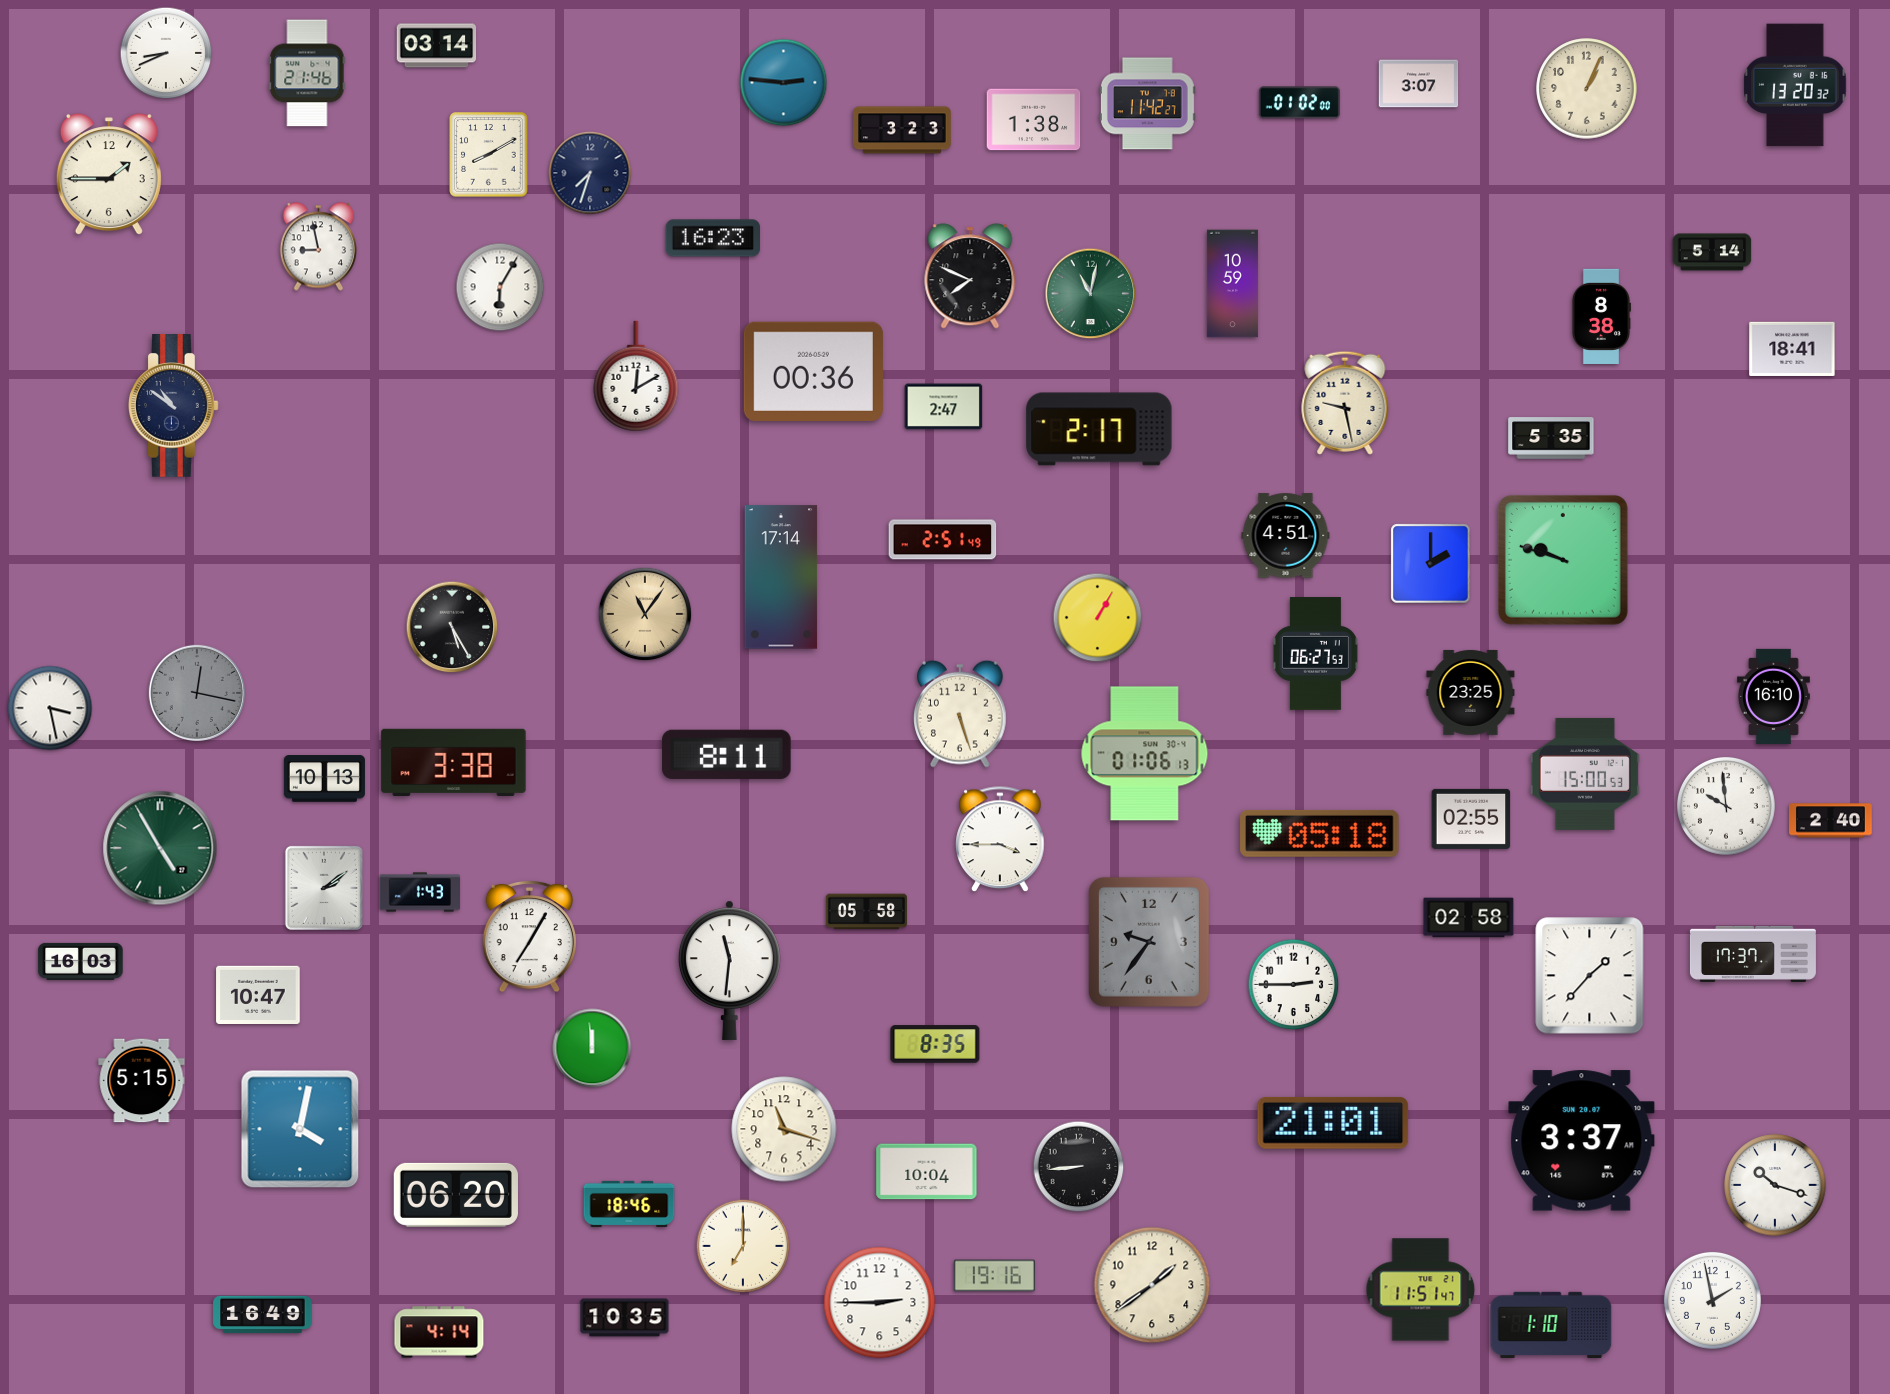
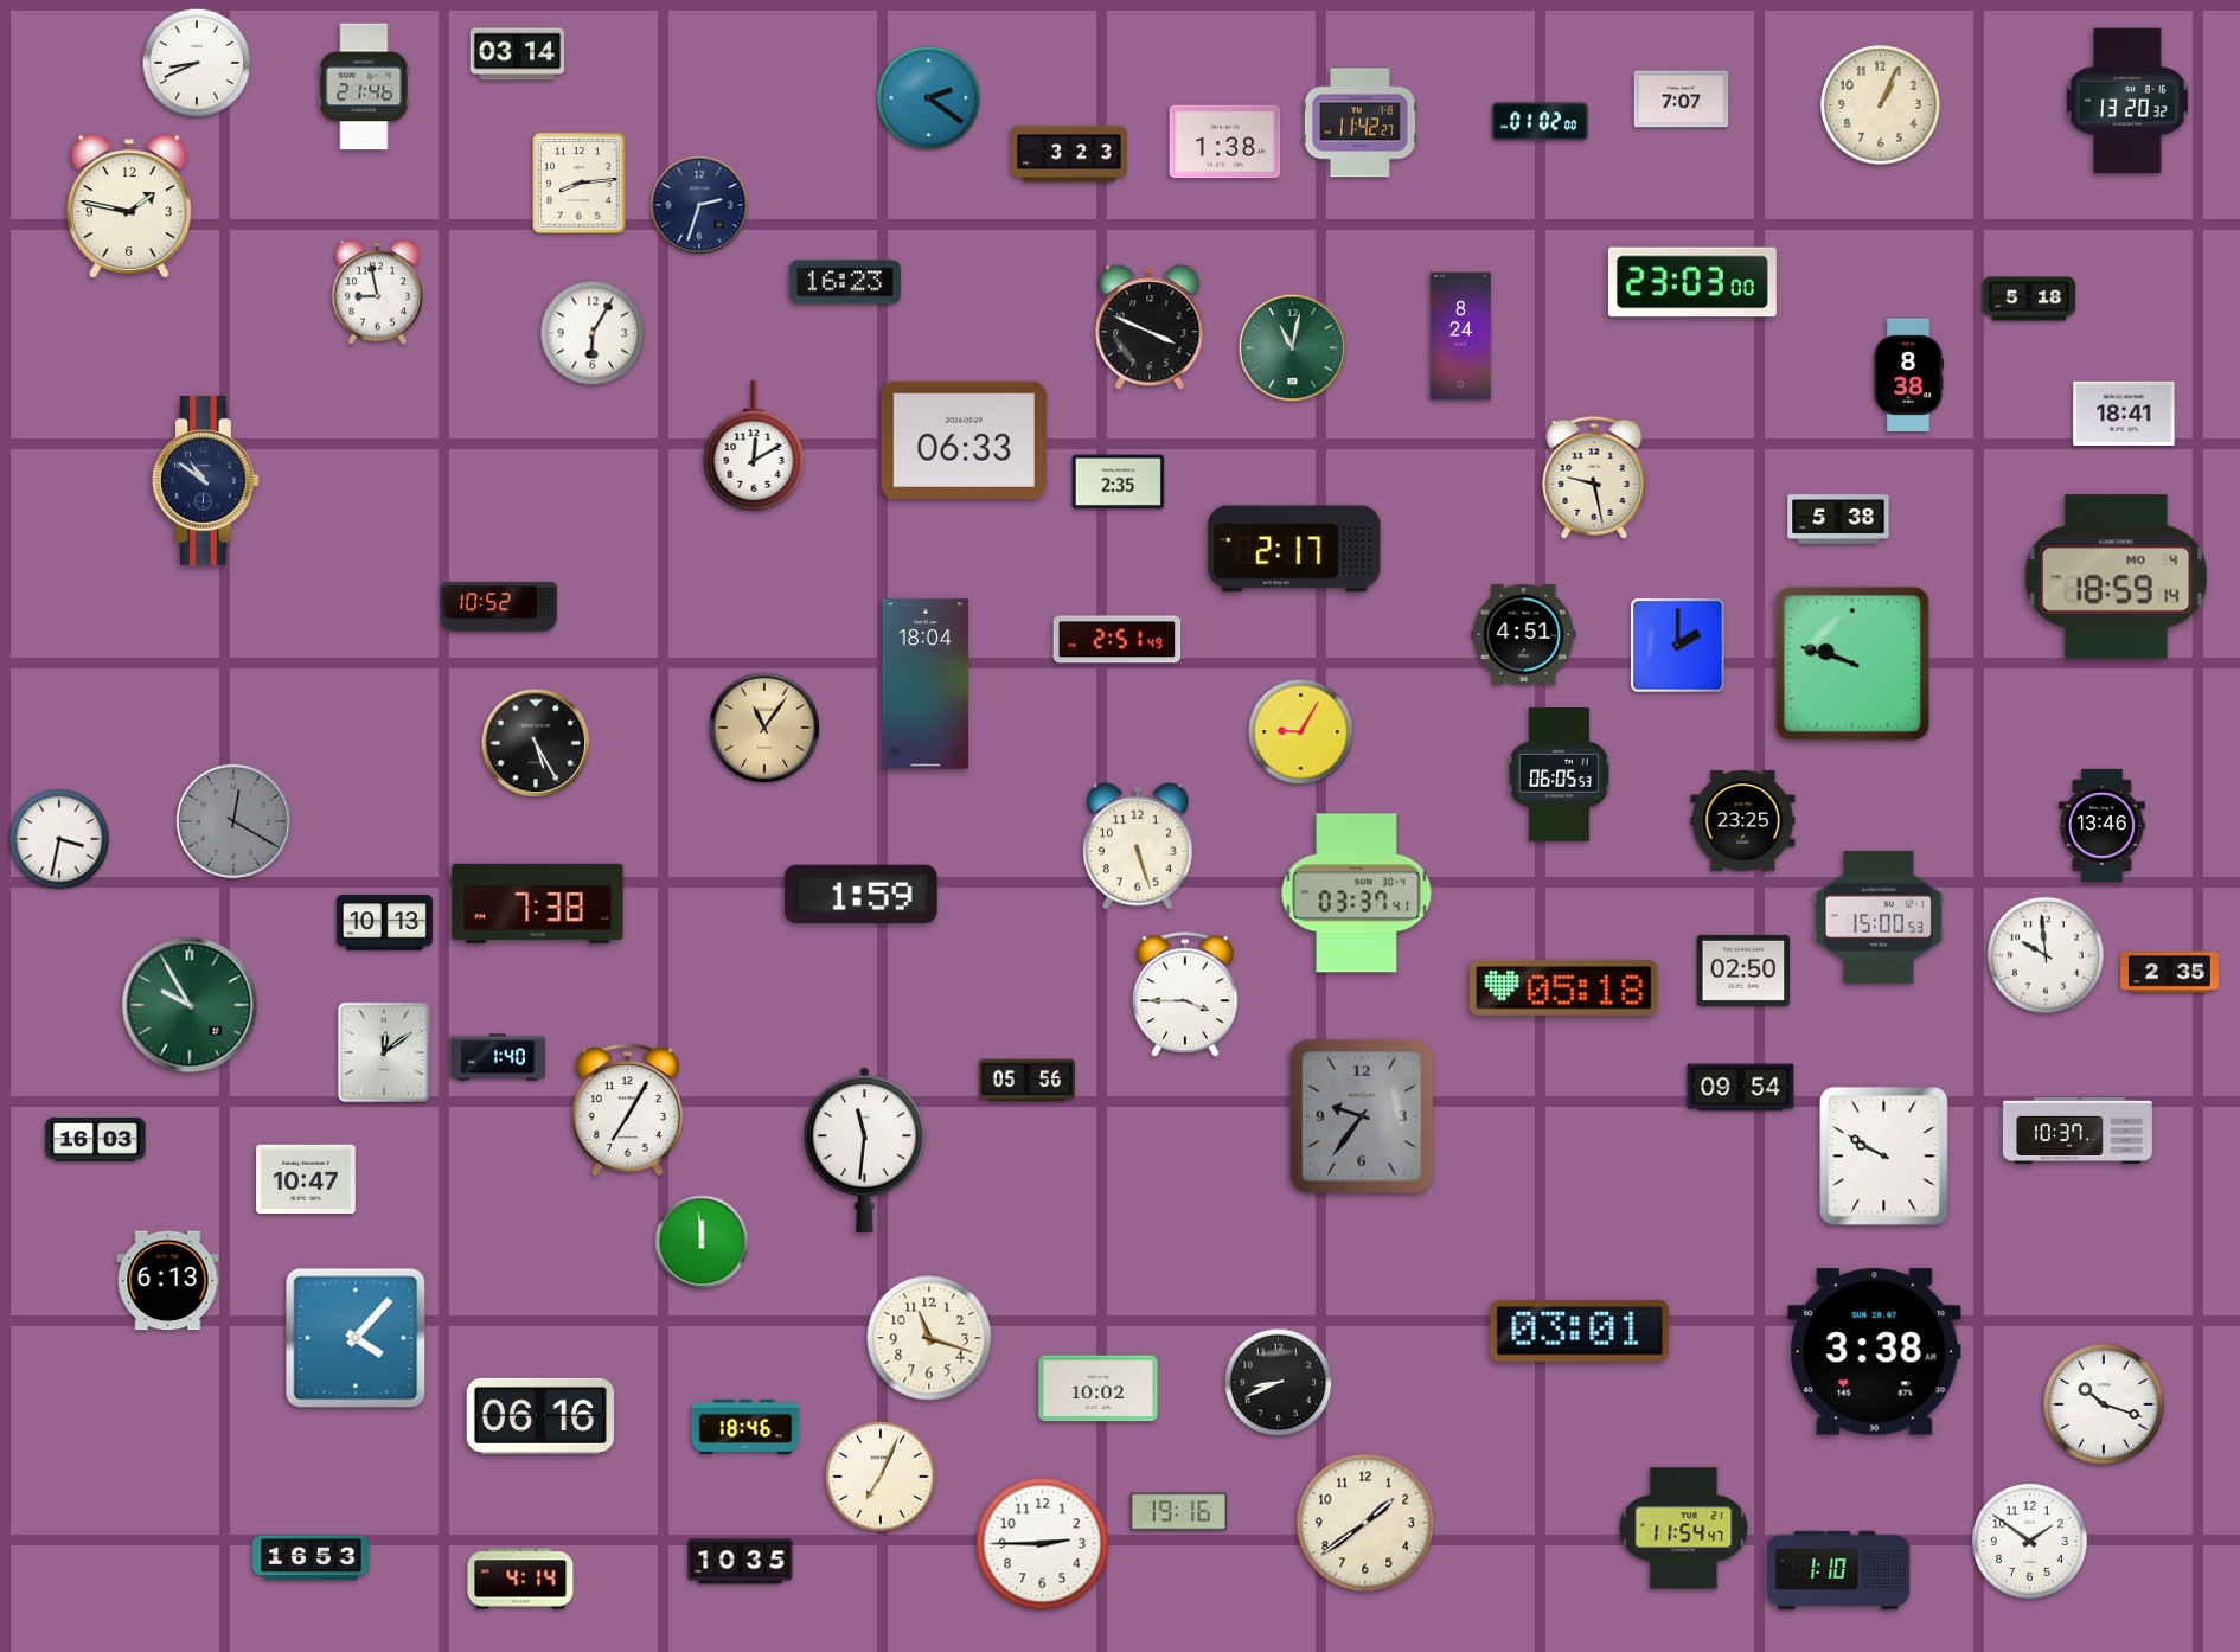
clock at (784, 83): 2:46 -> 2:21
clock at (1419, 84): 3:07 -> 7:07
clock at (489, 155): 8:10 -> 8:14
clock at (590, 173): 7:33 -> 2:33
clock at (109, 175): 1:45 -> 1:47
clock at (1692, 282): none -> 23:03
clock at (1712, 252): 5:14 -> 5:18
clock at (970, 276): 7:49 -> 3:49
clock at (1232, 284): 10:59 -> 8:24
clock at (500, 287) position: (500, 287) -> (593, 333)
clock at (1601, 316) position: (1601, 316) -> (1908, 374)
clock at (813, 371): 00:36 -> 06:33
clock at (944, 407): 2:47 -> 2:35
clock at (1099, 429) position: (1099, 429) -> (1294, 549)
clock at (1551, 438): 5:35 -> 5:38
clock at (2116, 577): none -> 18:59
clock at (499, 608): none -> 10:52
clock at (1431, 564) position: (1431, 564) -> (1678, 646)
clock at (781, 577): 17:14 -> 18:04
clock at (1098, 618): 1:05 -> 9:05
clock at (1315, 654): 06:27 -> 06:05
clock at (197, 693): 12:17 -> 12:20
clock at (1773, 696): 16:10 -> 13:46
clock at (50, 708): 3:28 -> 3:32
clock at (727, 754): 8:11 -> 1:59
clock at (1145, 754): 01:06 -> 03:37
clock at (454, 762): 3:38 -> 7:38
clock at (1471, 819): 02:55 -> 02:50
clock at (1831, 821): 2:40 -> 2:35
clock at (160, 848): 4:55 -> 9:55
clock at (324, 888): 2:09 -> 12:09
clock at (419, 892): 1:43 -> 1:40
clock at (866, 912): 05:58 -> 05:56
clock at (1469, 918): 02:58 -> 09:54
clock at (1753, 954): 17:37 -> 10:37
clock at (1590, 976): 1:37 -> 9:50
clock at (1294, 985): 2:45 -> none
clock at (935, 1044): 8:35 -> none
clock at (142, 1081): 5:15 -> 6:13
clock at (1333, 1123): 21:01 -> 03:01
clock at (300, 1129): 4:02 -> 4:07
clock at (1582, 1141): 3:37 -> 3:38
clock at (1079, 1167): 8:44 -> 8:41
clock at (927, 1172): 10:04 -> 10:02
clock at (456, 1195): 06:20 -> 06:16
clock at (743, 1246): 7:00 -> 7:04
clock at (1421, 1290): 11:51 -> 11:54
clock at (1712, 1300): 1:58 -> 1:51
clock at (263, 1315): 16:49 -> 16:53
